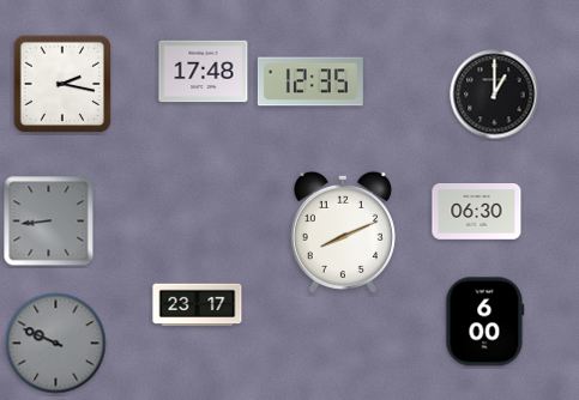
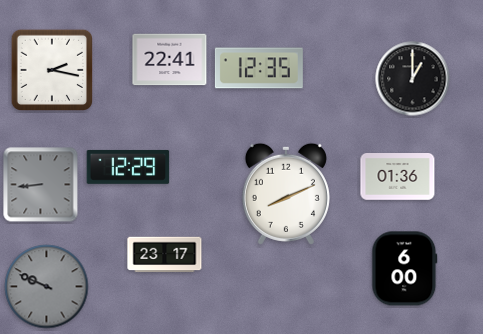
clock at (204, 72): 17:48 -> 22:41
clock at (128, 167): none -> 12:29
clock at (477, 212): 06:30 -> 01:36
